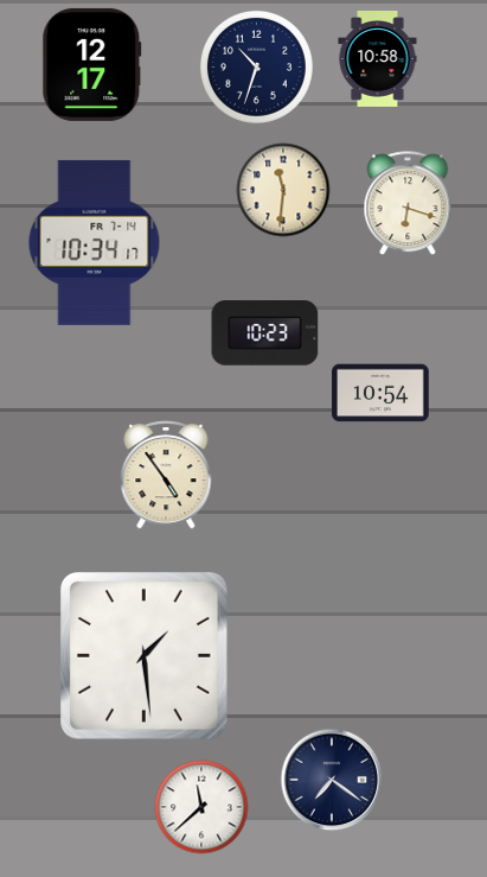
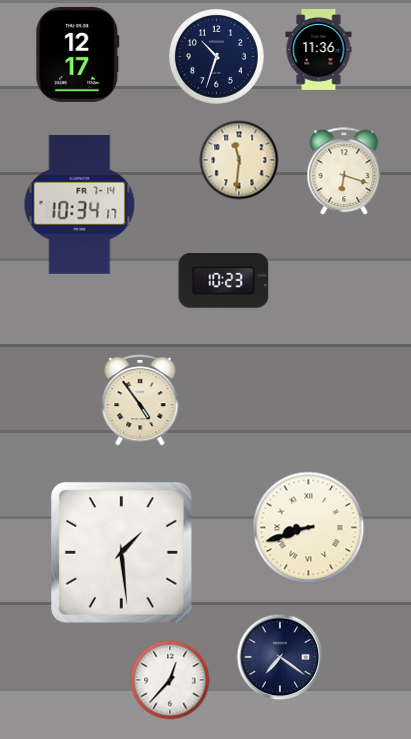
clock at (378, 59): 10:58 -> 11:36
clock at (380, 393): 10:54 -> none
clock at (309, 528): none -> 8:42
clock at (201, 807): 11:38 -> 12:37
